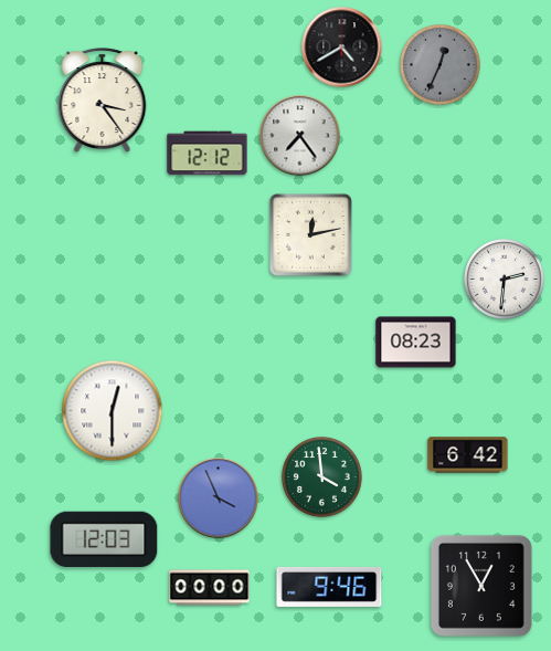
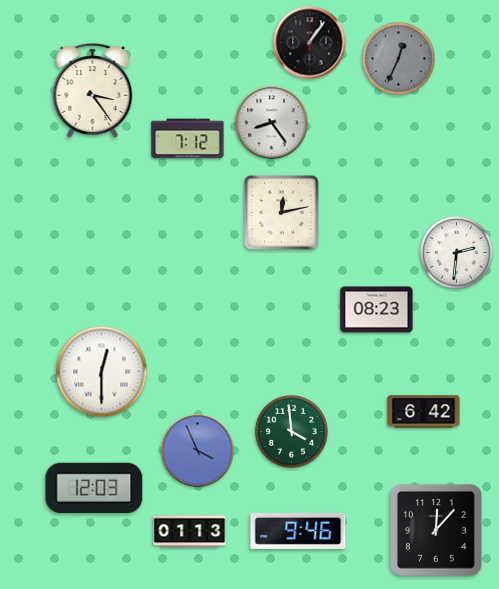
clock at (342, 48): 4:40 -> 1:06
clock at (300, 136): 7:24 -> 8:24
clock at (208, 154): 12:12 -> 7:12
clock at (481, 586): 12:55 -> 12:07
clock at (210, 588): 00:00 -> 01:13
